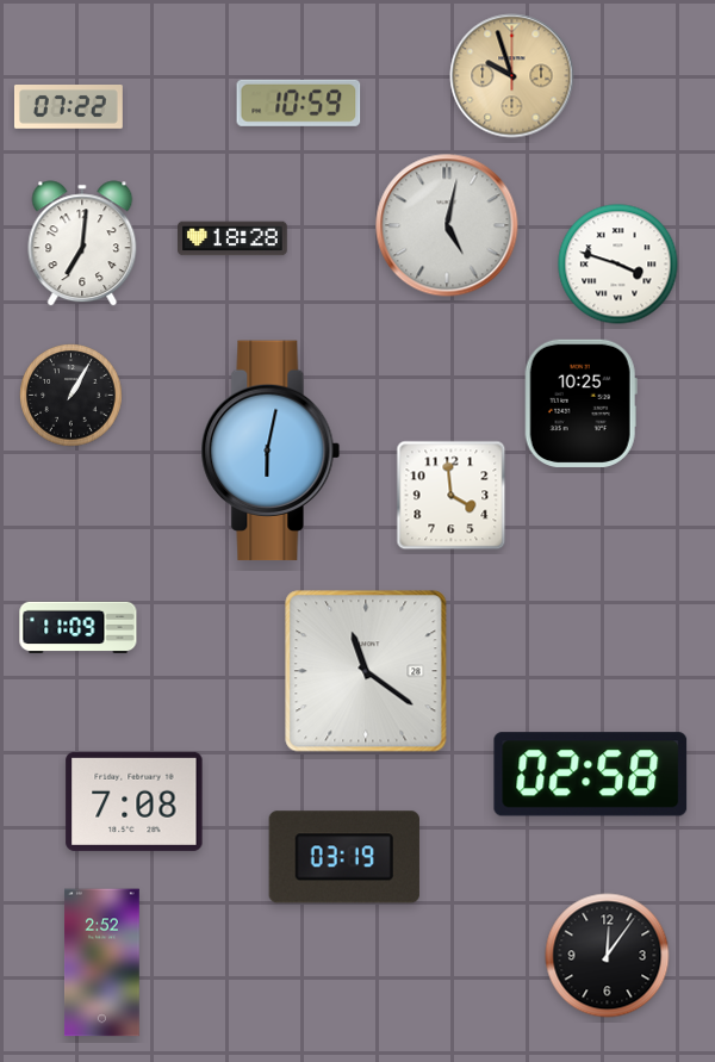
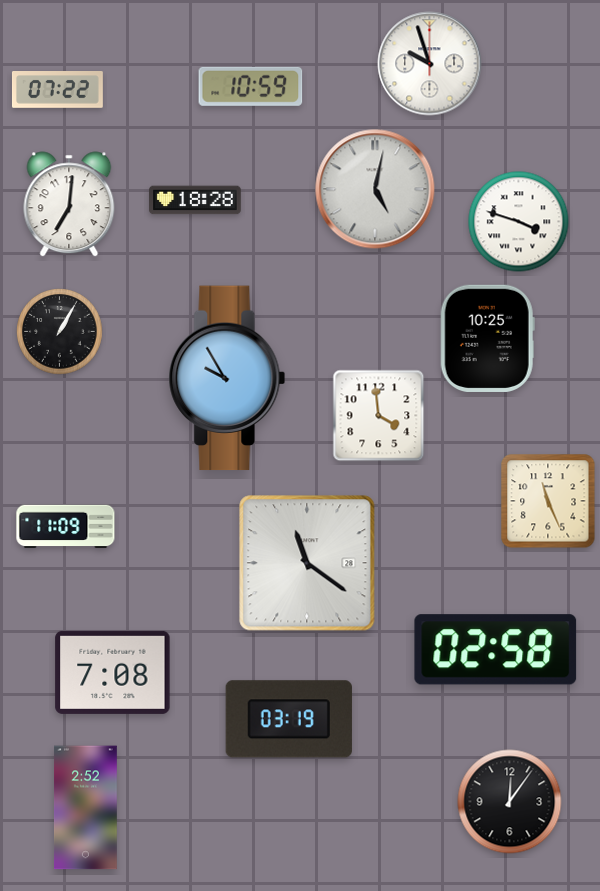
clock at (512, 76) dial: champagne -> white
clock at (271, 451): 6:02 -> 9:55
clock at (548, 501): none -> 11:26
